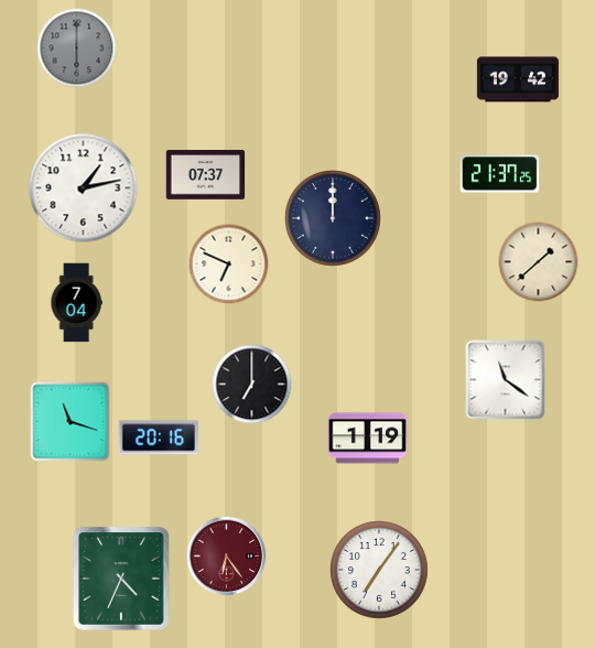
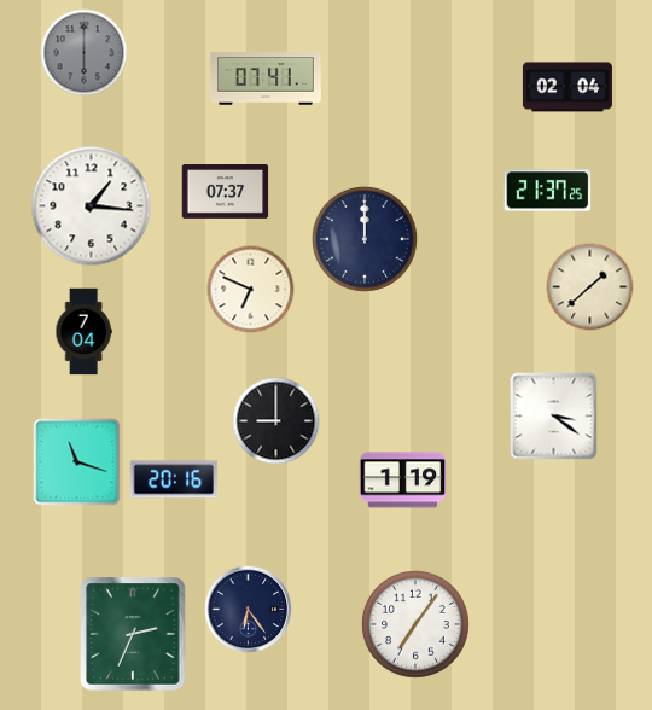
clock at (266, 78): none -> 07:41
clock at (518, 79): 19:42 -> 02:04
clock at (84, 188): 1:13 -> 1:16
clock at (506, 380): 11:21 -> 3:21
clock at (252, 385): 7:00 -> 9:00
clock at (227, 557) dial: burgundy -> navy
clock at (121, 579): 4:34 -> 2:34
